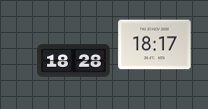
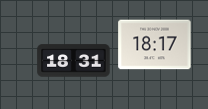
clock at (74, 61): 18:28 -> 18:31
